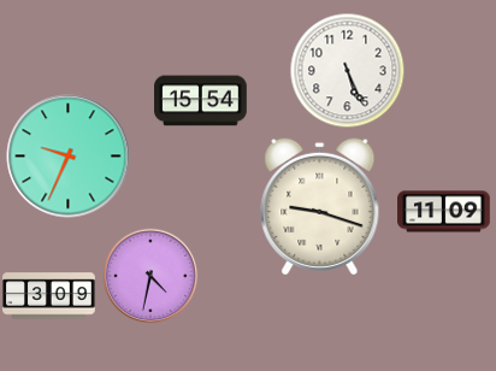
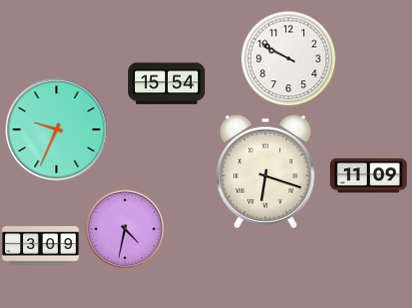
clock at (347, 70): 5:26 -> 9:50
clock at (320, 206): 9:18 -> 6:18
